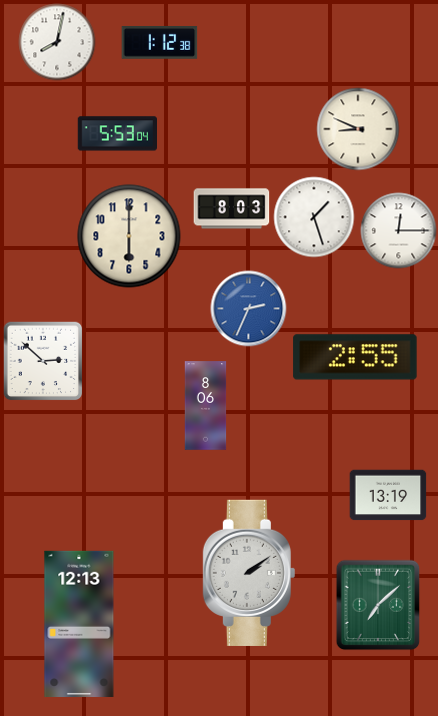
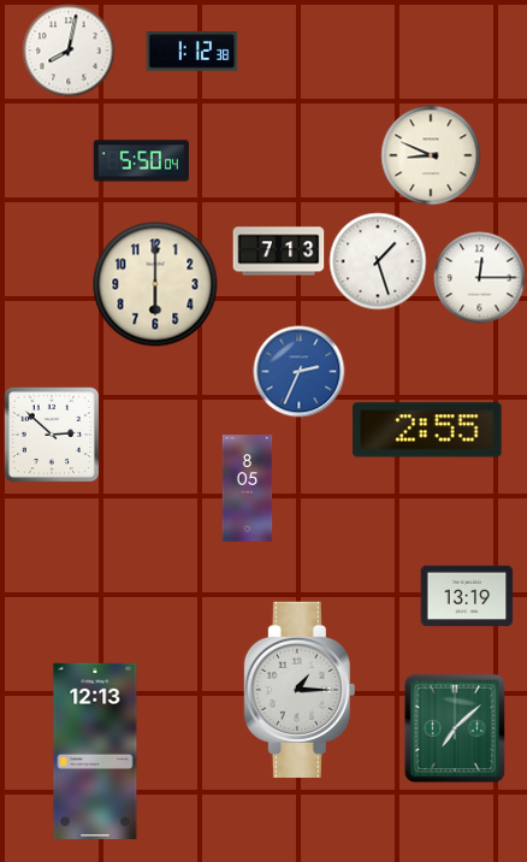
clock at (117, 134): 5:53 -> 5:50
clock at (232, 209): 8:03 -> 7:13
clock at (206, 406): 8:06 -> 8:05
clock at (249, 573): 2:09 -> 1:15
